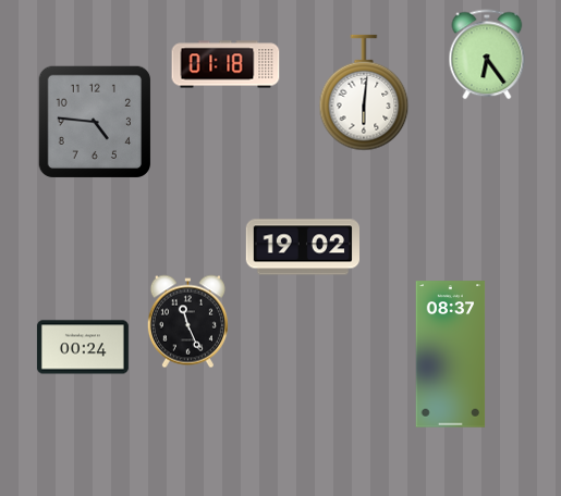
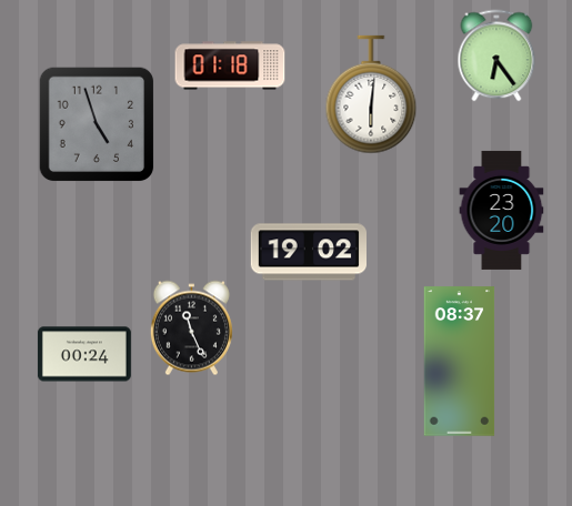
clock at (94, 121): 4:46 -> 4:57
clock at (502, 210): none -> 23:20
